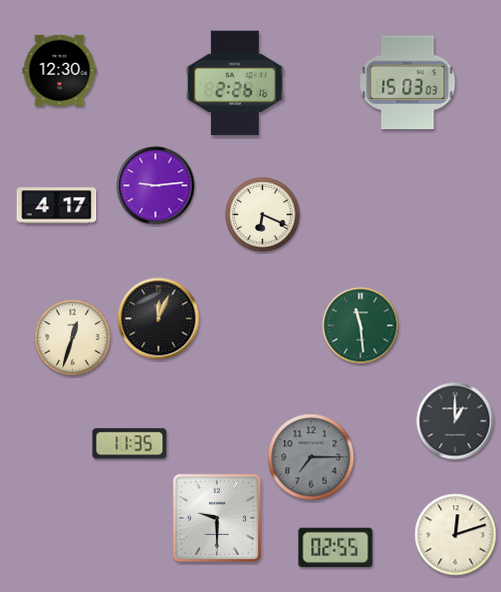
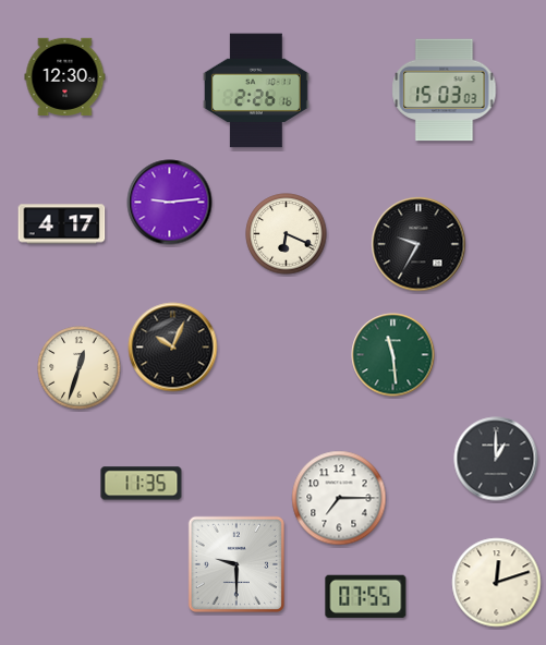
clock at (418, 244): none -> 9:35
clock at (159, 319): 12:04 -> 10:04
clock at (311, 457) dial: grey -> white
clock at (336, 547): 02:55 -> 07:55
